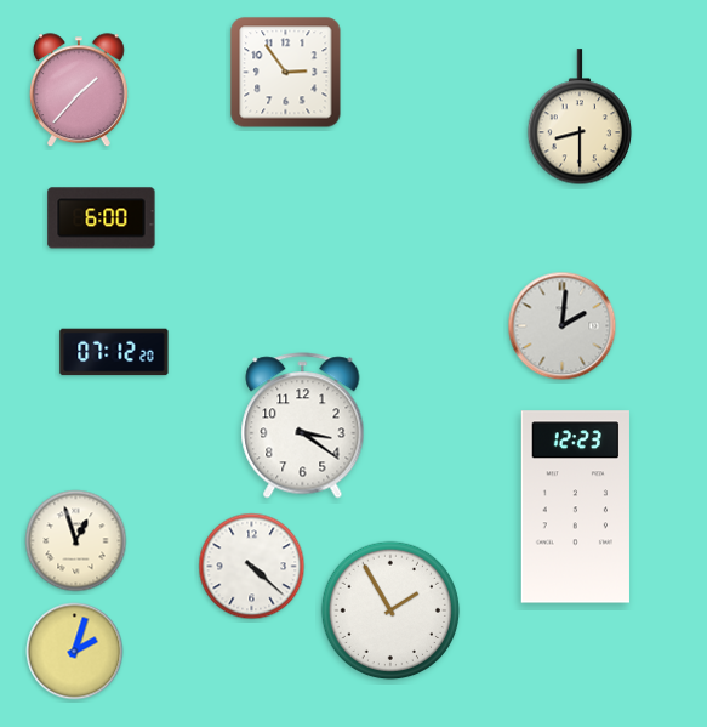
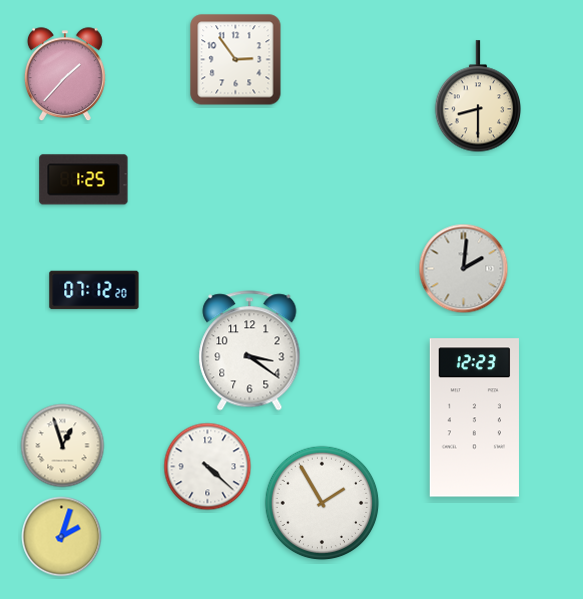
clock at (102, 218): 6:00 -> 1:25
